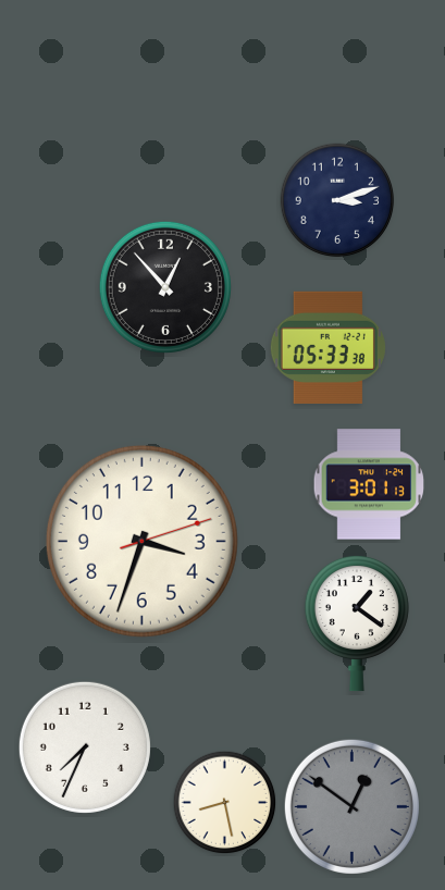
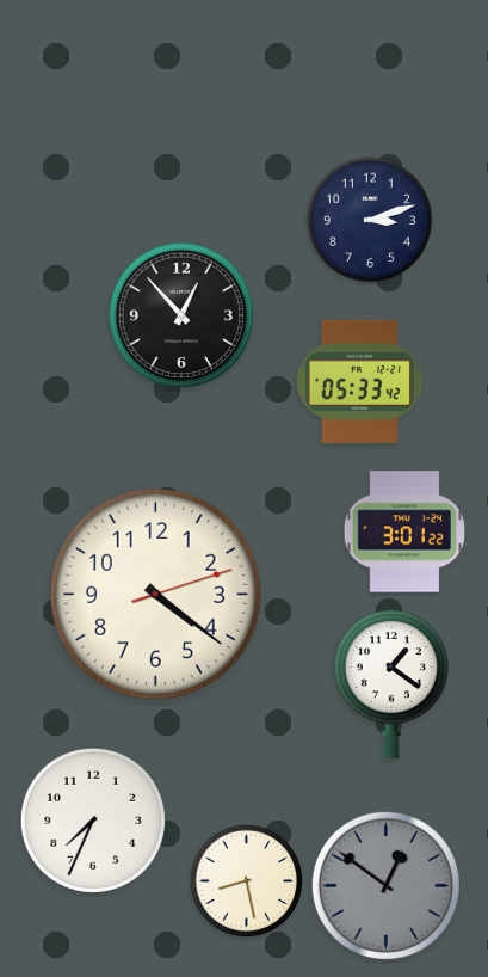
clock at (327, 347): 05:33:38 -> 05:33:42
clock at (369, 484): 3:01:13 -> 3:01:22
clock at (141, 541): 3:33 -> 4:21
